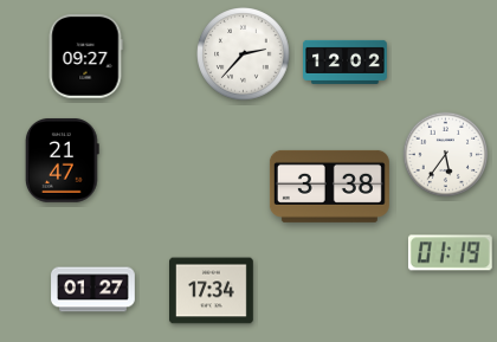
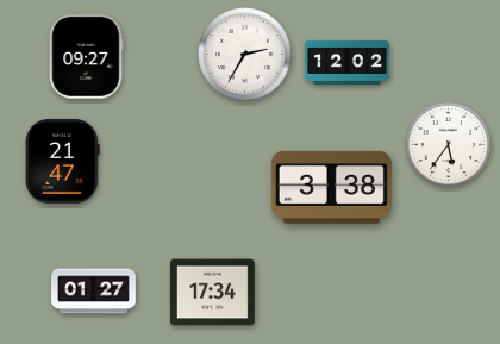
clock at (244, 54): 2:37 -> 2:35
clock at (446, 155) position: (446, 155) -> (449, 145)
clock at (450, 253): 01:19 -> none
